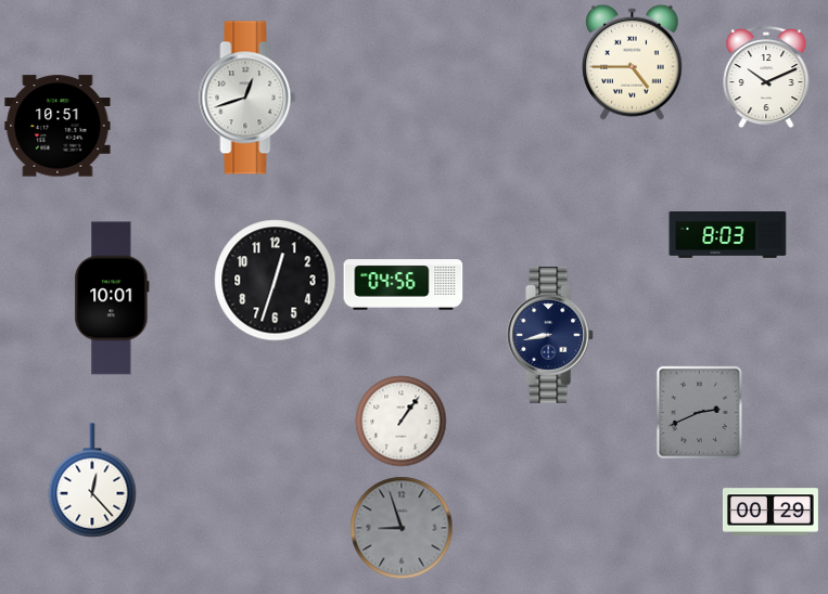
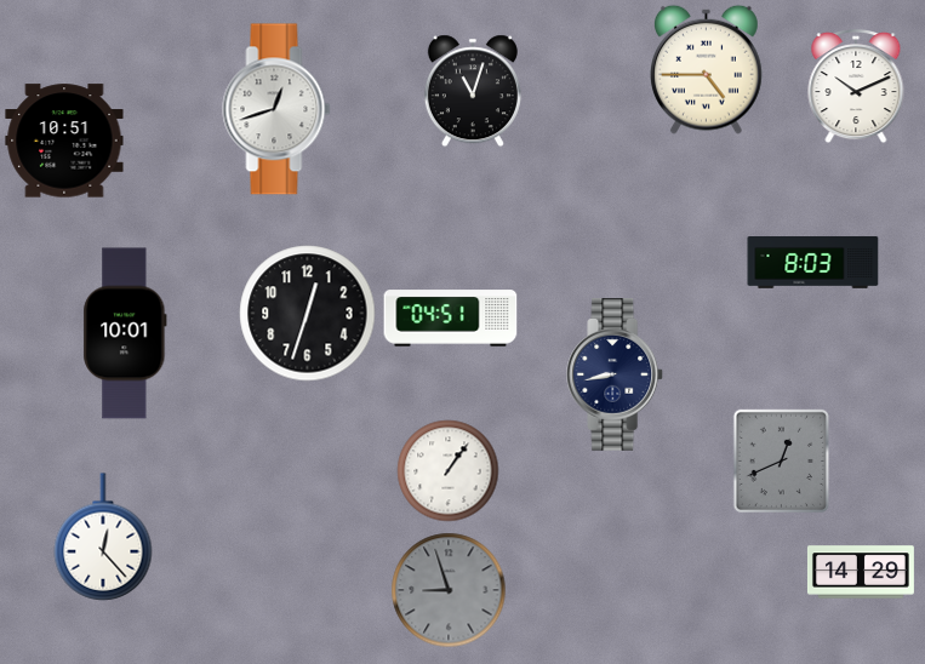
clock at (473, 91): none -> 11:03
clock at (404, 285): 04:56 -> 04:51
clock at (699, 412): 2:41 -> 12:41
clock at (770, 512): 00:29 -> 14:29
